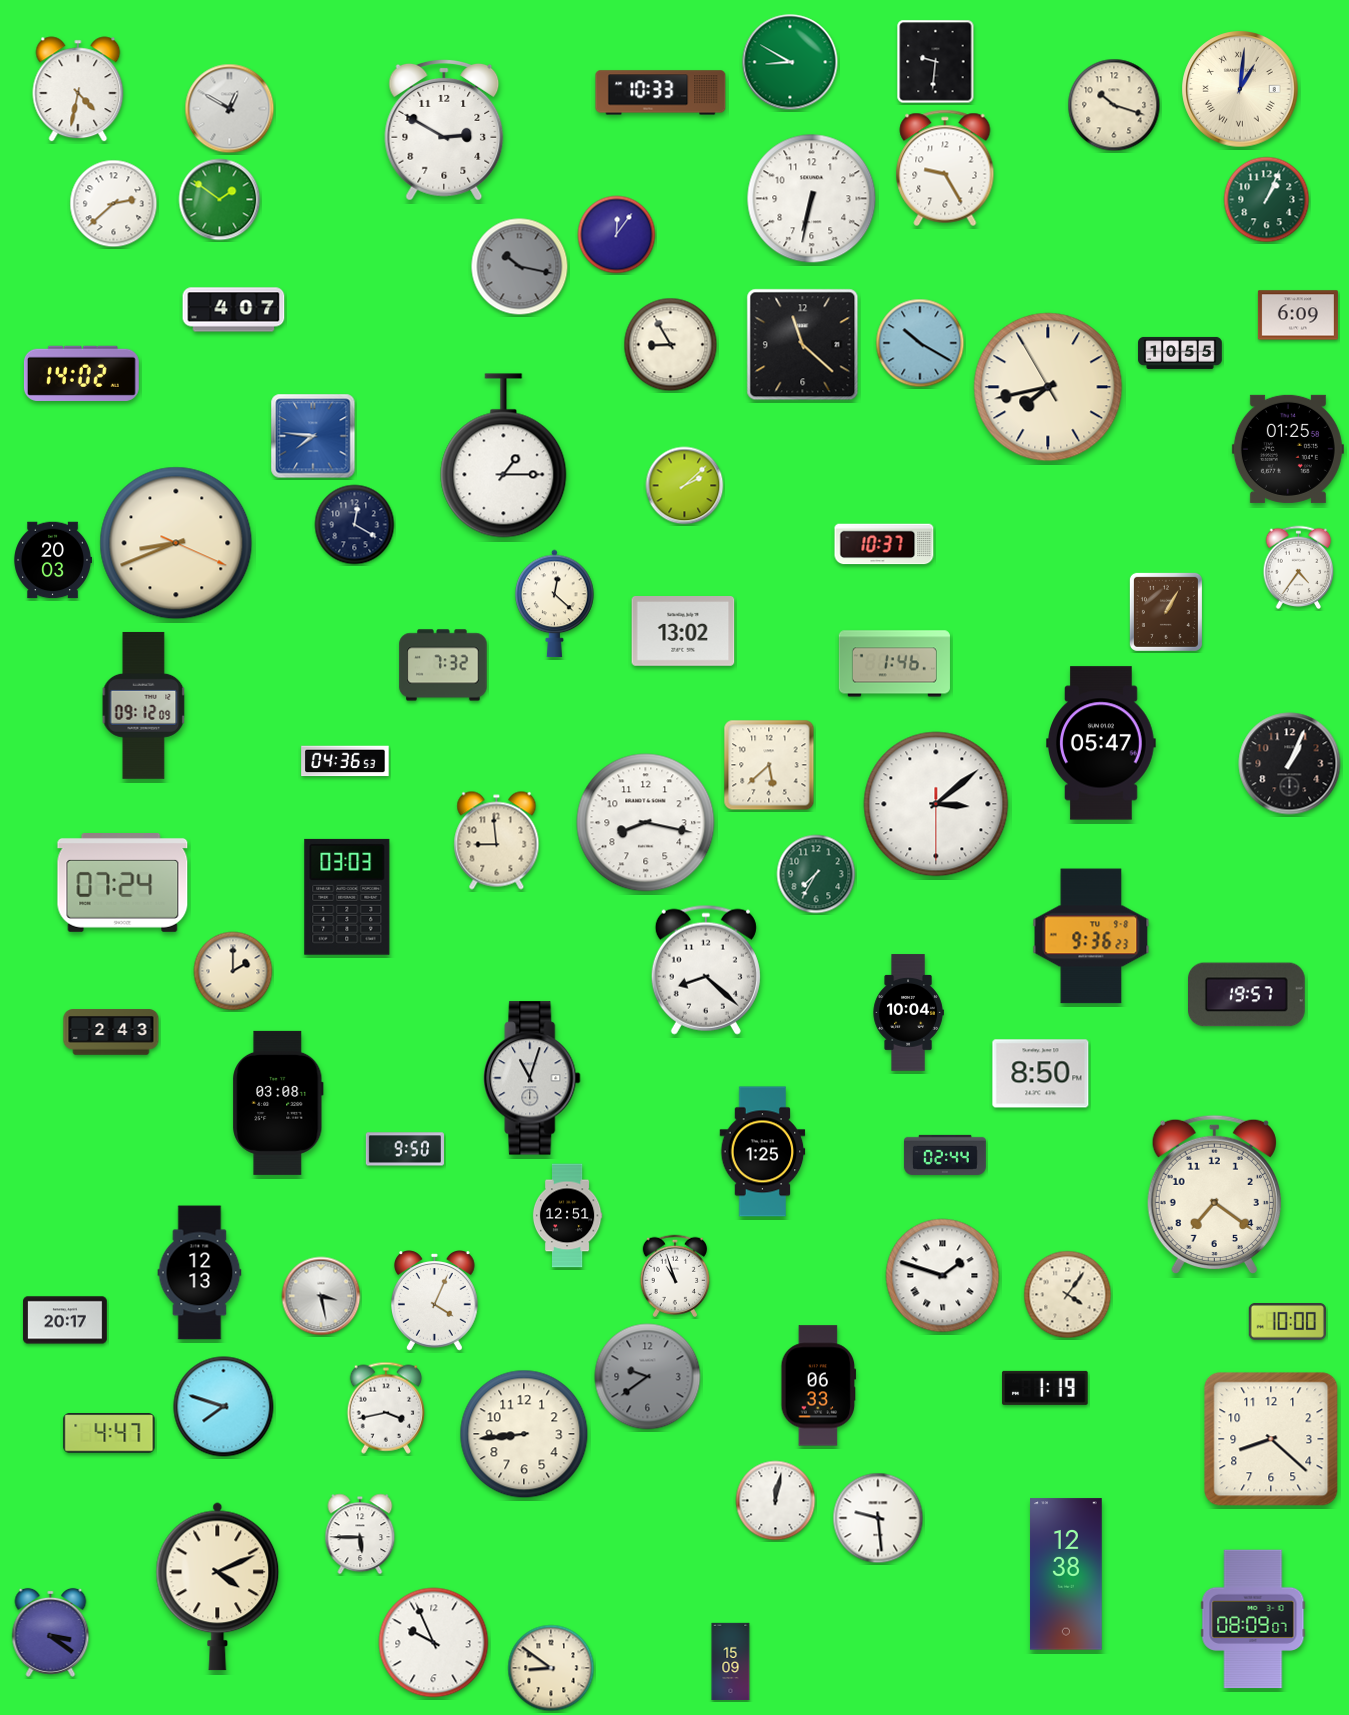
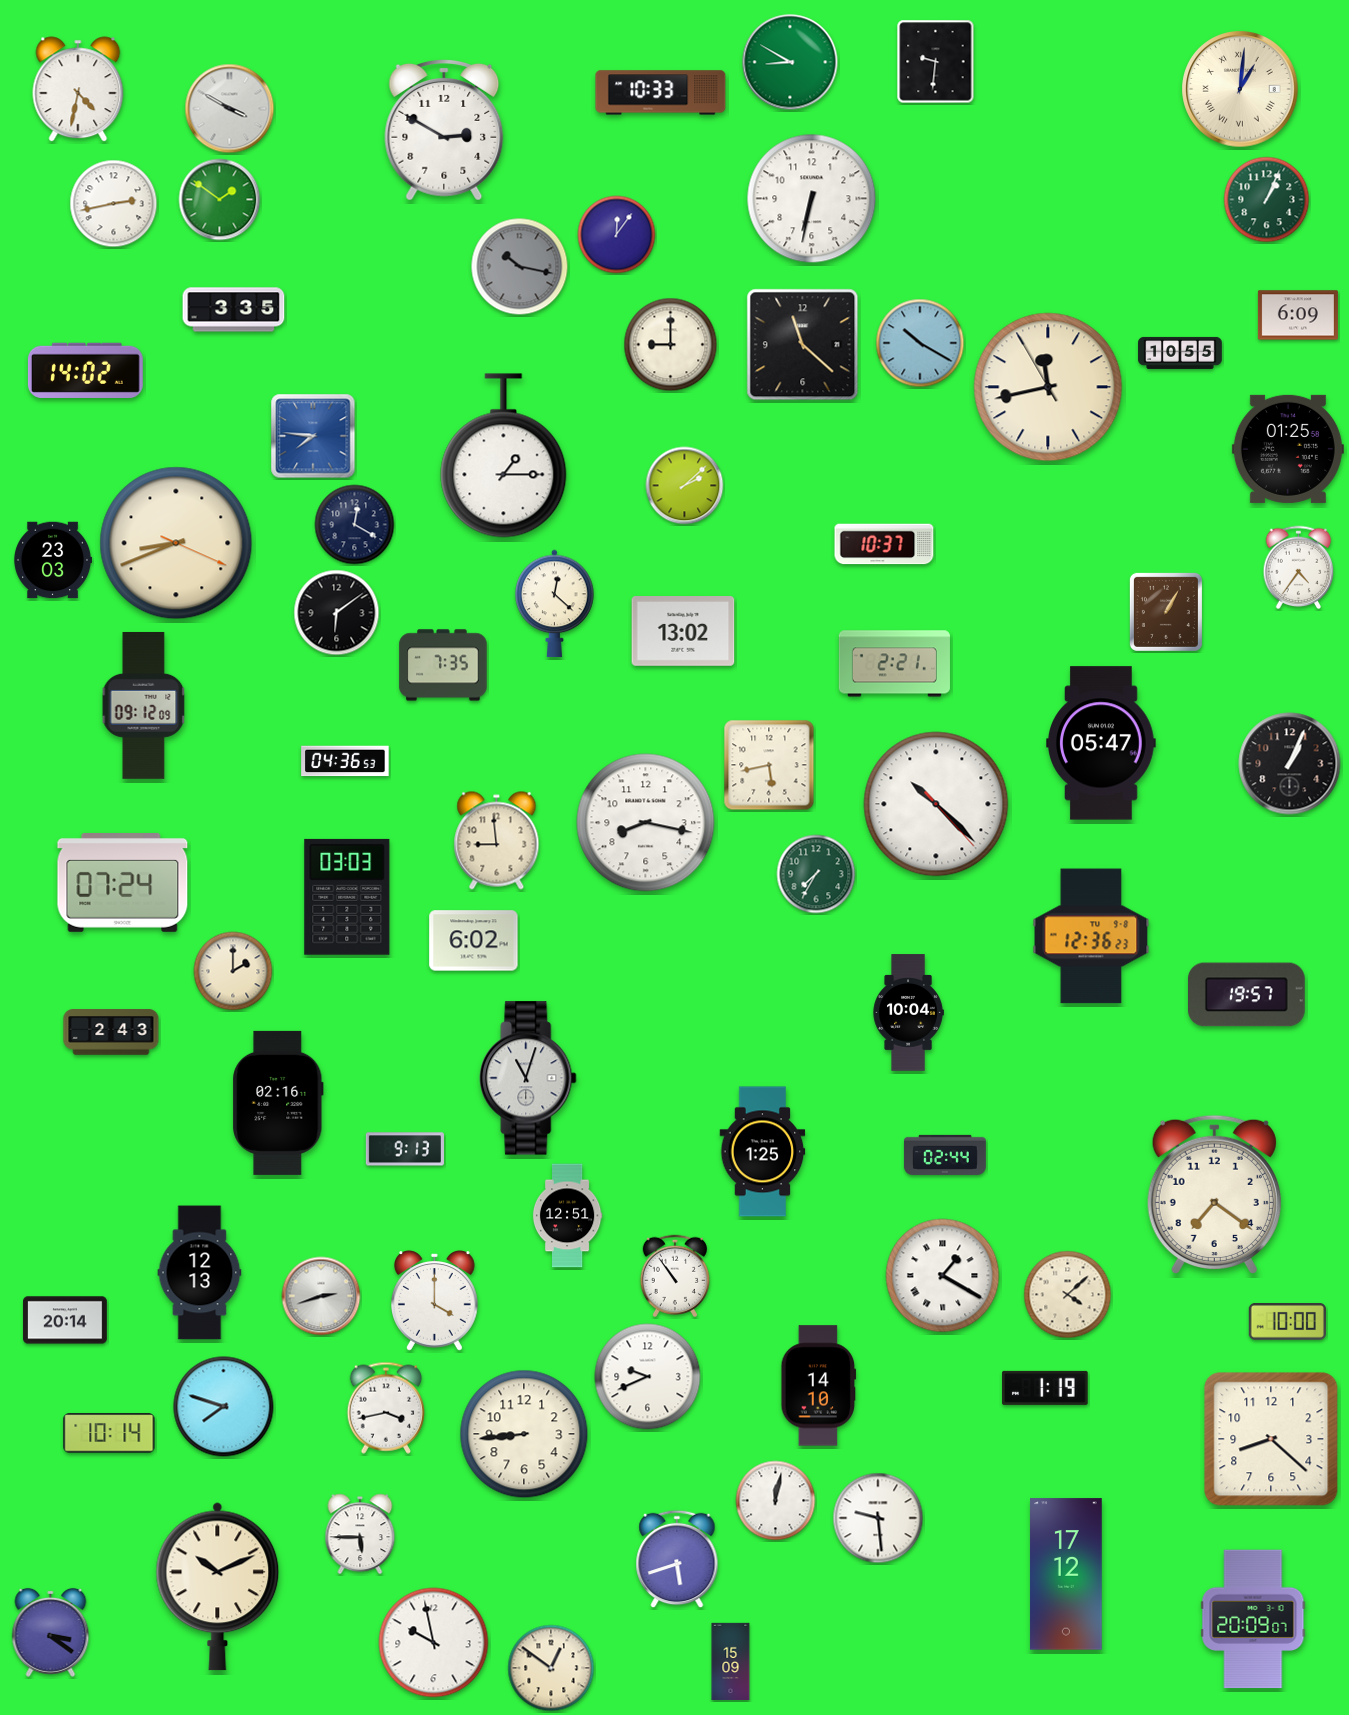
clock at (1114, 105): 10:18 -> none
clock at (230, 109): 12:50 -> 3:50
clock at (945, 168): 9:25 -> none
clock at (114, 204): 2:38 -> 2:43
clock at (234, 310): 4:07 -> 3:35
clock at (671, 345): 8:55 -> 9:00
clock at (81, 373) position: (81, 373) -> (85, 370)
clock at (1048, 387): 7:42 -> 11:42
clock at (53, 560): 20:03 -> 23:03
clock at (337, 613): none -> 6:09
clock at (894, 664): 1:46 -> 2:21
clock at (443, 665): 7:32 -> 7:35
clock at (769, 765): 5:38 -> 5:43
clock at (936, 804): 3:08 -> 10:22
clock at (1091, 936): 9:36 -> 12:36
clock at (474, 941): none -> 6:02
clock at (706, 970): 8:22 -> none
clock at (1041, 1074): 8:50 -> none
clock at (532, 1078) position: (532, 1078) -> (528, 1078)
clock at (278, 1103): 03:08 -> 02:16
clock at (405, 1149): 9:50 -> 9:13
clock at (674, 1275): 10:57 -> 10:54
clock at (943, 1276): 1:48 -> 1:20
clock at (1068, 1295): 4:06 -> 4:08
clock at (321, 1296): 3:28 -> 2:42
clock at (435, 1301): 4:04 -> 4:00
clock at (65, 1320): 20:17 -> 20:14
clock at (648, 1377): 9:39 -> 9:41
clock at (648, 1377) dial: grey -> white
clock at (819, 1386): 06:33 -> 14:10
clock at (109, 1433): 4:47 -> 10:14
clock at (677, 1559): none -> 5:42
clock at (1066, 1574): 12:38 -> 17:12
clock at (218, 1586): 4:11 -> 10:11
clock at (1253, 1619): 08:09 -> 20:09
clock at (434, 1643): 9:56 -> 9:58
clock at (551, 1668): 8:51 -> 12:51
